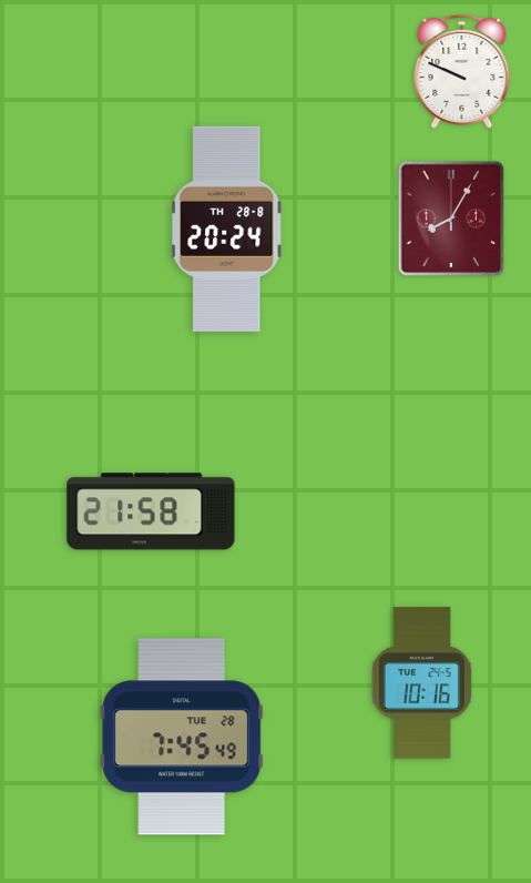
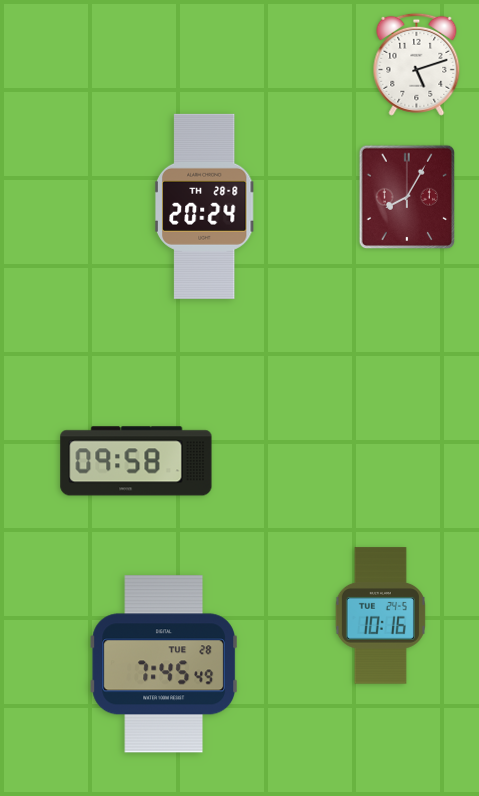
clock at (462, 71): 9:49 -> 5:12
clock at (151, 511): 21:58 -> 09:58
